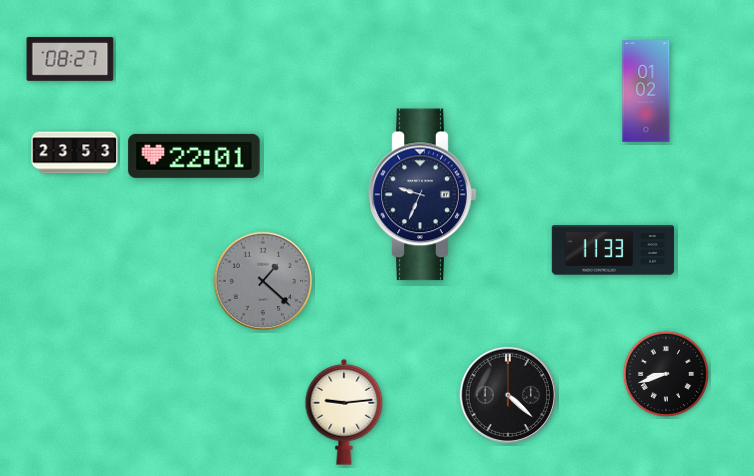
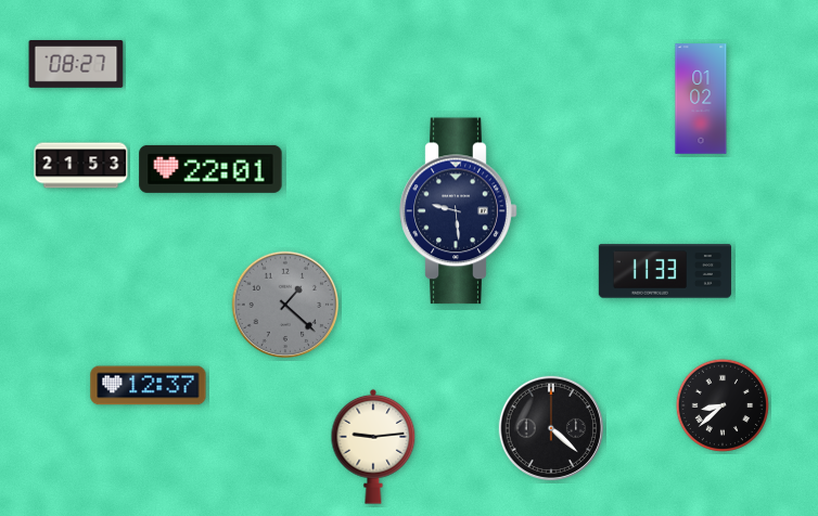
clock at (75, 153): 23:53 -> 21:53
clock at (423, 195): 9:34 -> 9:29
clock at (149, 386): none -> 12:37
clock at (666, 374): 8:42 -> 8:38
